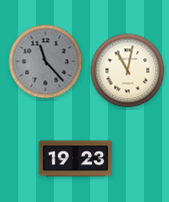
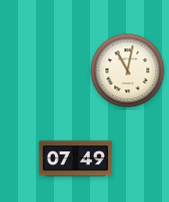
clock at (46, 62): 11:23 -> none
clock at (76, 159): 19:23 -> 07:49
